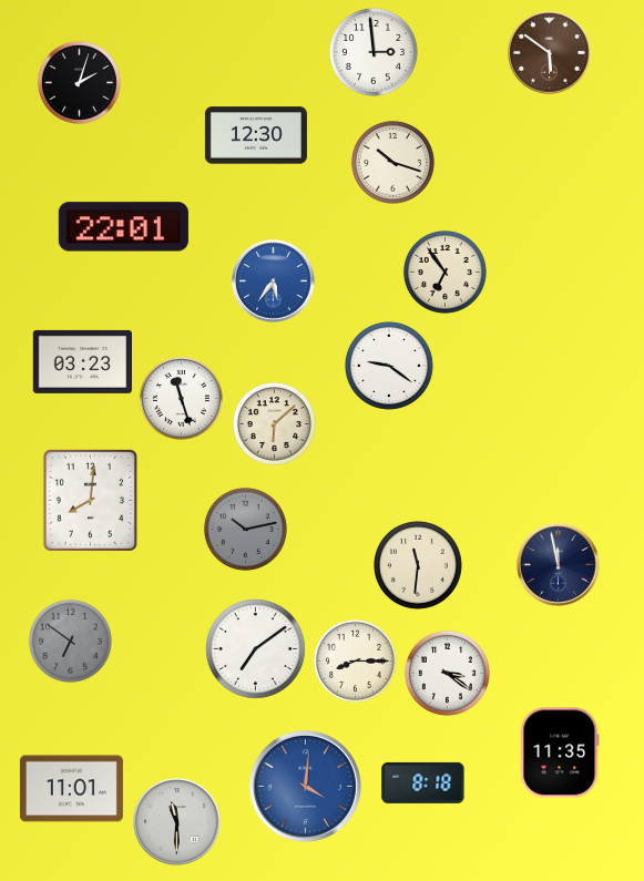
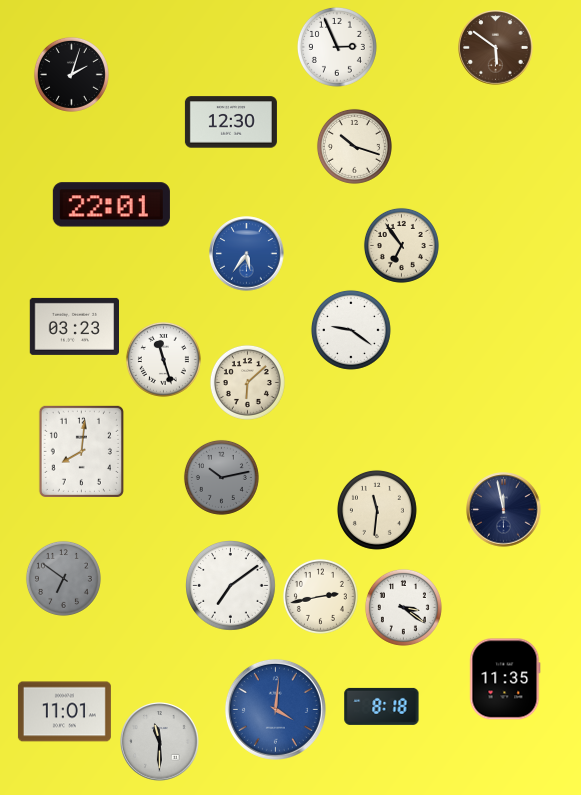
clock at (374, 52): 2:59 -> 2:56
clock at (355, 660): 8:15 -> 2:43
